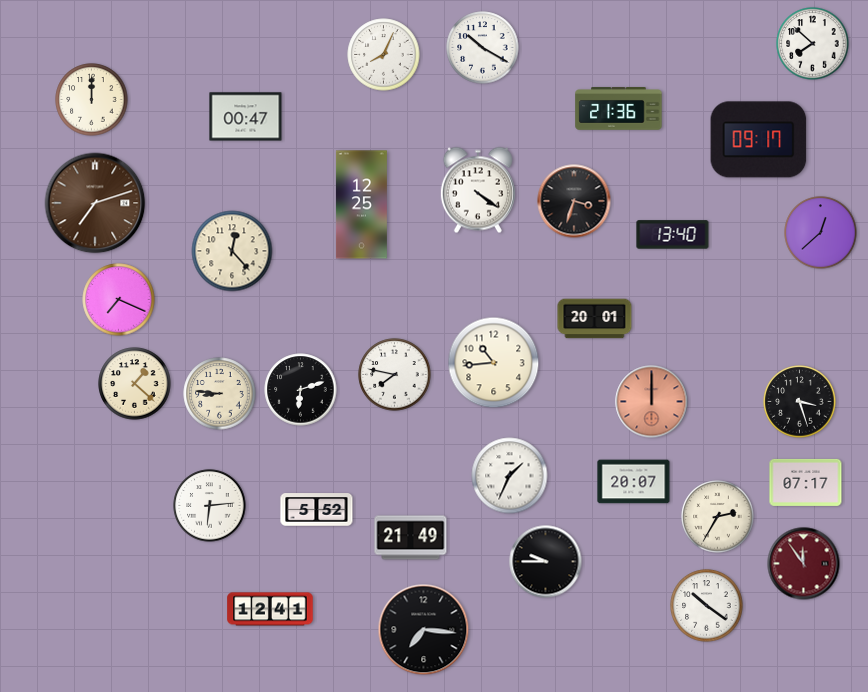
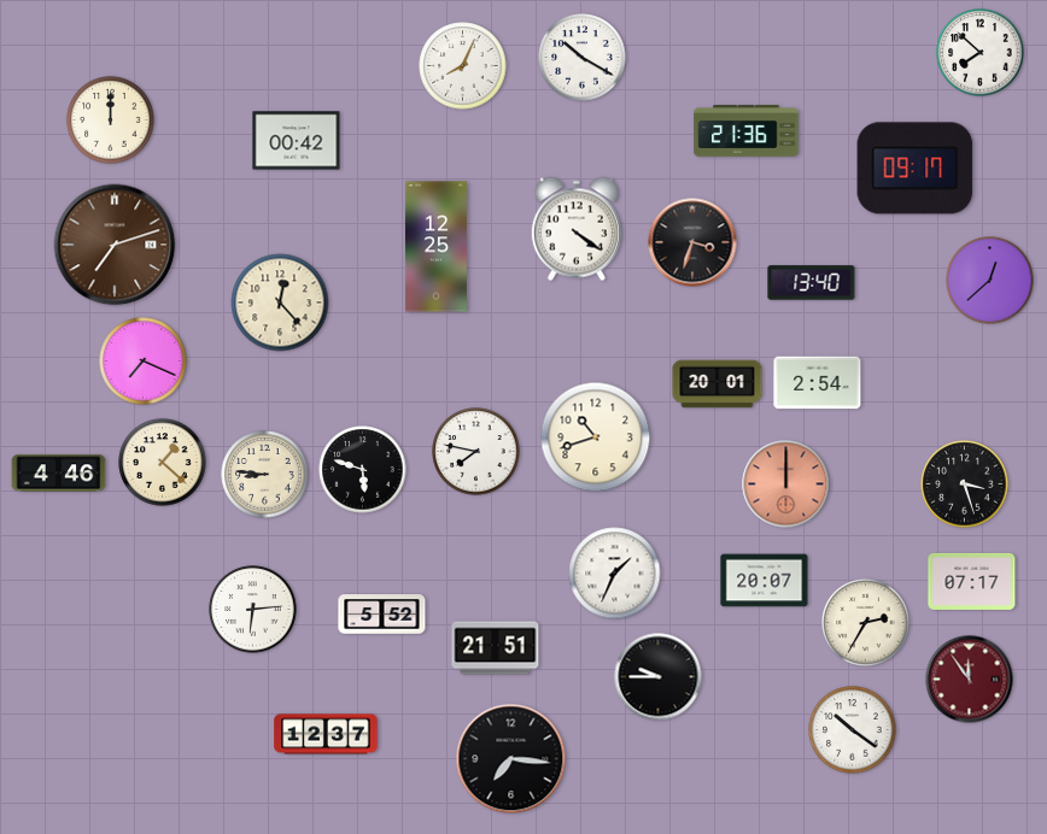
clock at (246, 117): 00:47 -> 00:42
clock at (818, 383): none -> 2:54
clock at (494, 363): 10:44 -> 10:42
clock at (301, 390): 6:12 -> 5:48
clock at (59, 474): none -> 4:46
clock at (411, 538): 21:49 -> 21:51
clock at (270, 609): 12:41 -> 12:37
